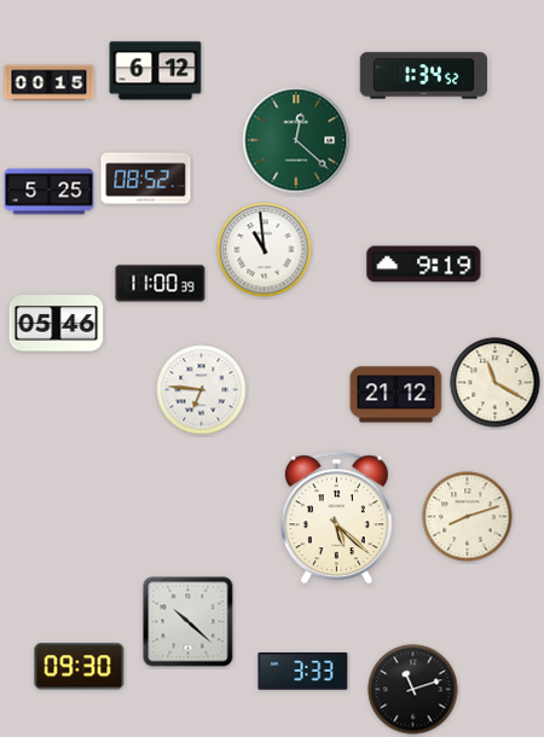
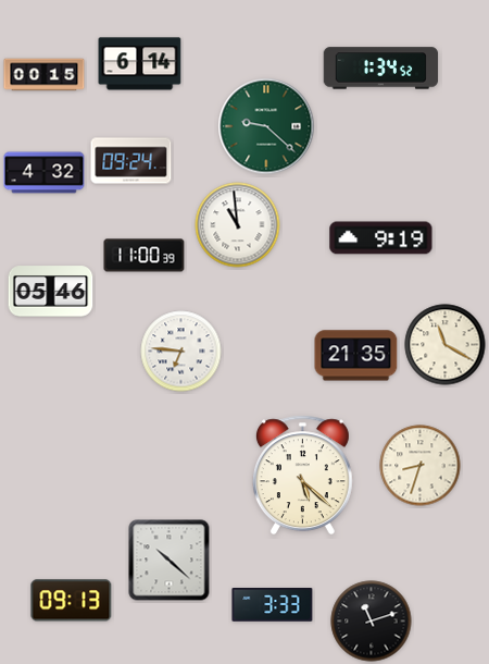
clock at (156, 71): 6:12 -> 6:14
clock at (296, 140): 12:22 -> 9:22
clock at (146, 179): 08:52 -> 09:24
clock at (50, 192): 5:25 -> 4:32
clock at (397, 395): 21:12 -> 21:35
clock at (468, 517): 8:12 -> 8:33
clock at (336, 518) position: (336, 518) -> (302, 476)
clock at (80, 667): 09:30 -> 09:13
